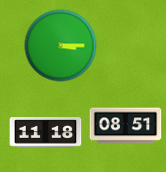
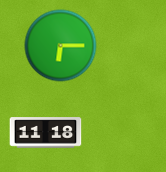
clock at (61, 46): 3:15 -> 6:15
clock at (126, 126): 08:51 -> none
